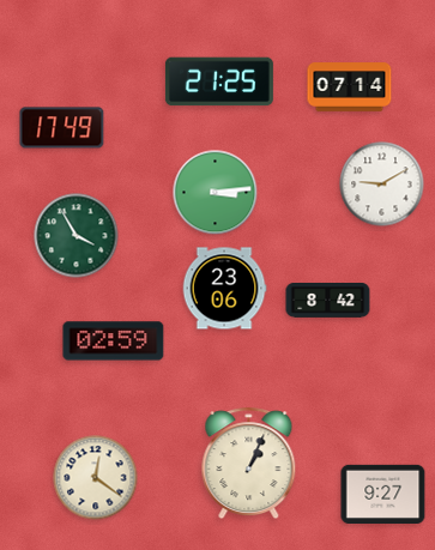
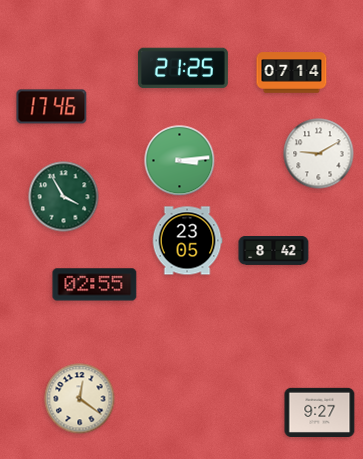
clock at (62, 128): 17:49 -> 17:46
clock at (224, 289): 23:06 -> 23:05
clock at (114, 342): 02:59 -> 02:55
clock at (249, 464): 1:04 -> none
